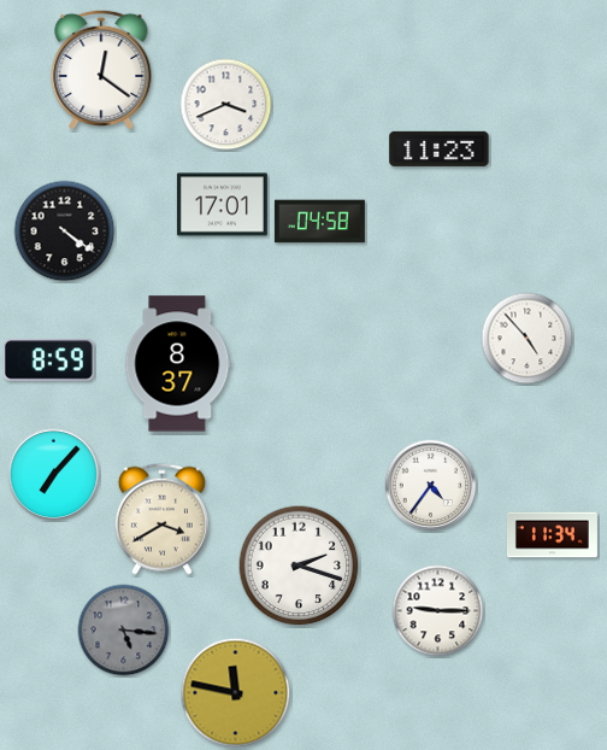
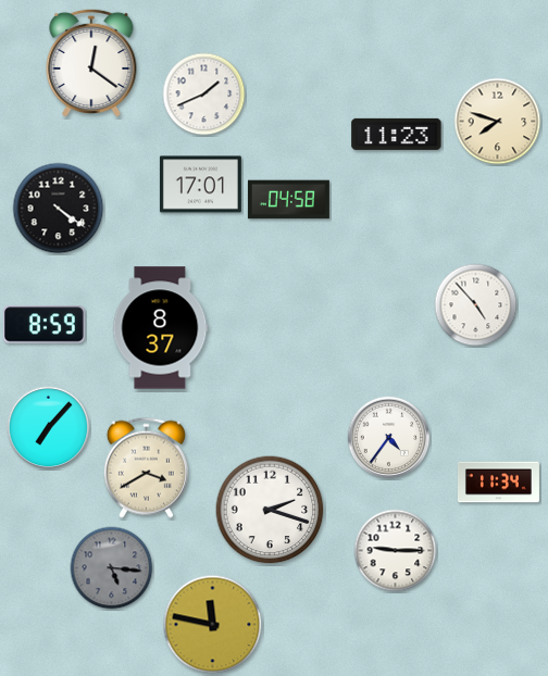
clock at (226, 105): 3:41 -> 1:41
clock at (498, 122): none -> 7:48
